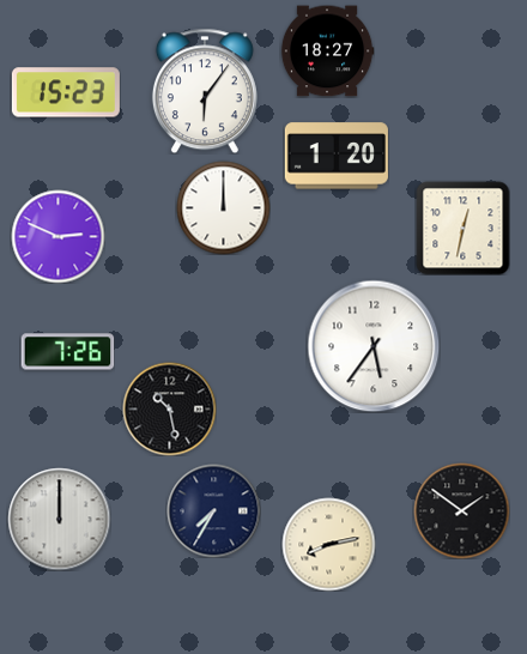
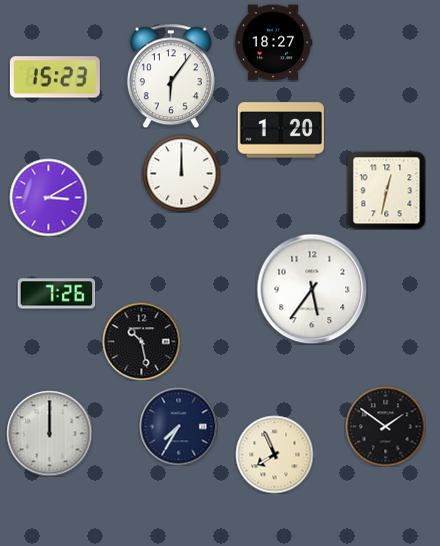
clock at (223, 207) position: (223, 207) -> (181, 173)
clock at (57, 236): 2:49 -> 3:10
clock at (328, 544): 8:13 -> 7:56
